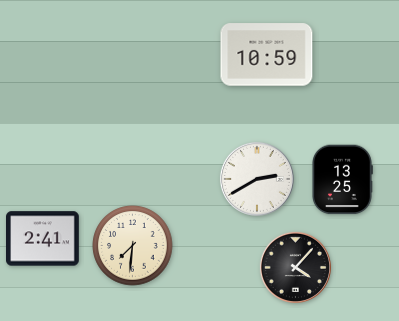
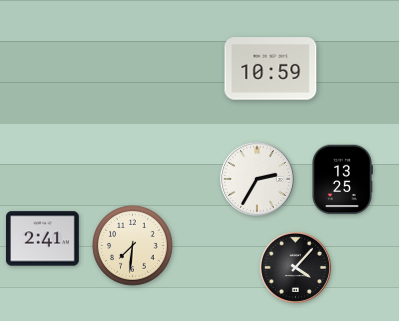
clock at (267, 55) position: (267, 55) -> (271, 69)
clock at (257, 179): 2:40 -> 2:35
